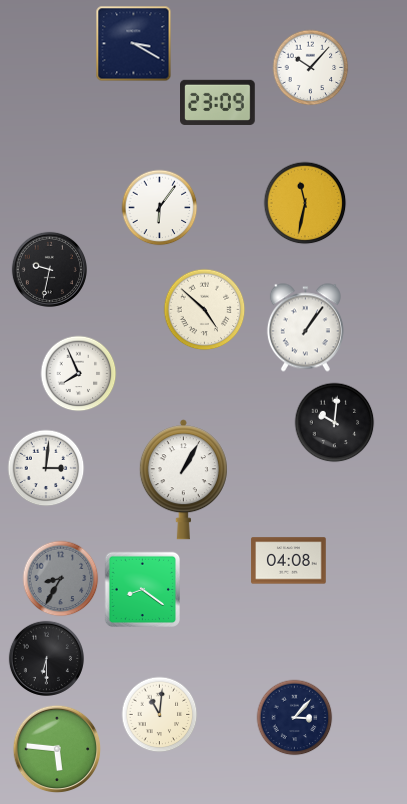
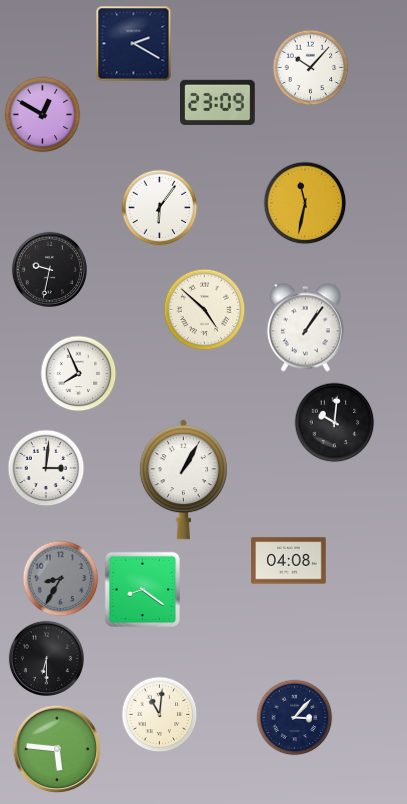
clock at (134, 44): 3:20 -> 2:20
clock at (43, 115): none -> 12:50
